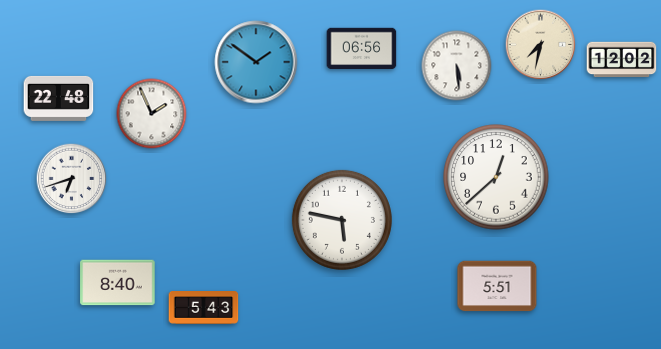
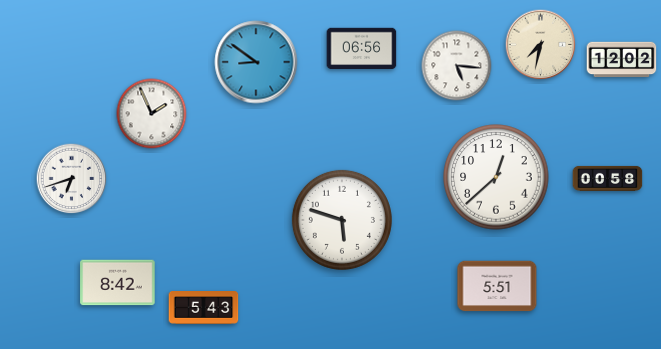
clock at (256, 62): 1:51 -> 8:51
clock at (457, 66): 5:29 -> 5:16
clock at (59, 98): 22:48 -> none
clock at (608, 178): none -> 00:58
clock at (342, 220): 5:47 -> 5:48
clock at (118, 283): 8:40 -> 8:42
